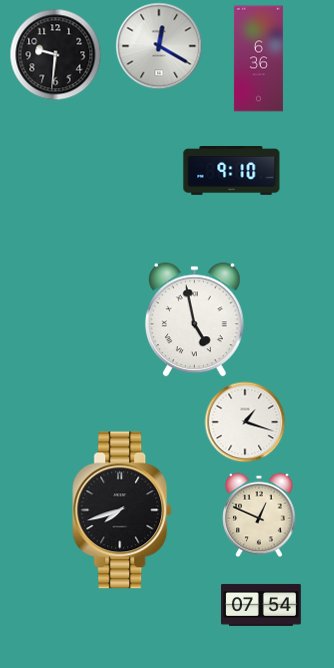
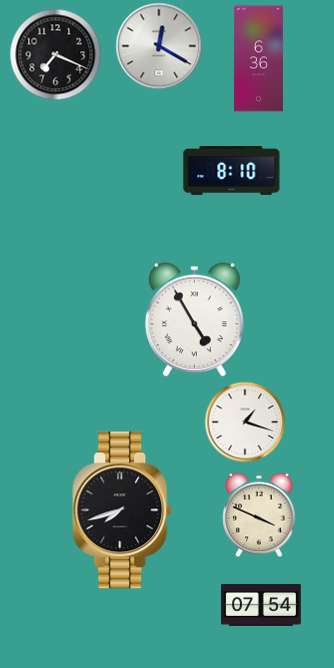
clock at (55, 54): 9:31 -> 7:19
clock at (232, 171): 9:10 -> 8:10
clock at (195, 320): 4:58 -> 4:55
clock at (259, 515): 12:49 -> 3:49
